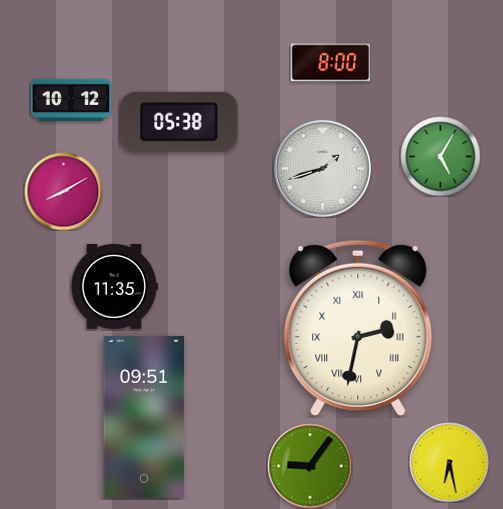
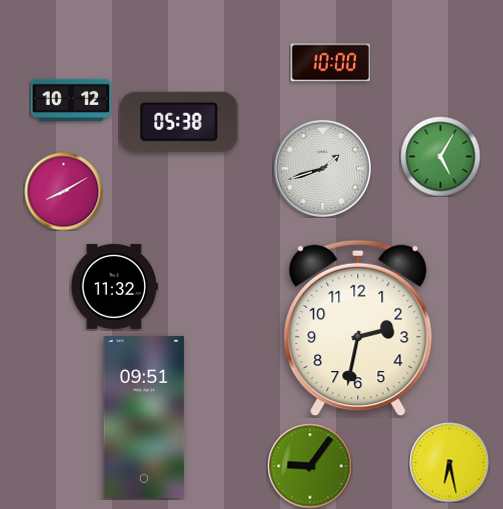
clock at (330, 63): 8:00 -> 10:00
clock at (114, 286): 11:35 -> 11:32
clock at (358, 328) numerals: Roman -> Arabic
